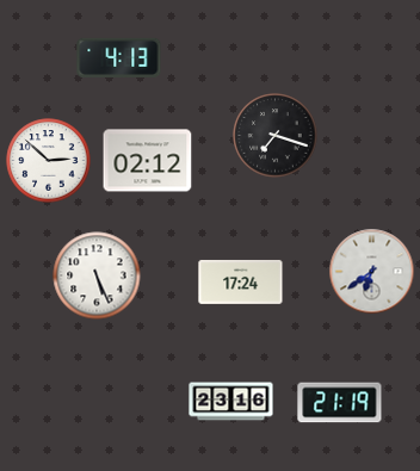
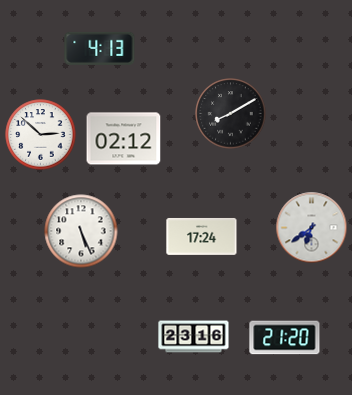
clock at (276, 136): 7:18 -> 8:10
clock at (148, 161) position: (148, 161) -> (124, 139)
clock at (340, 403): 21:19 -> 21:20
